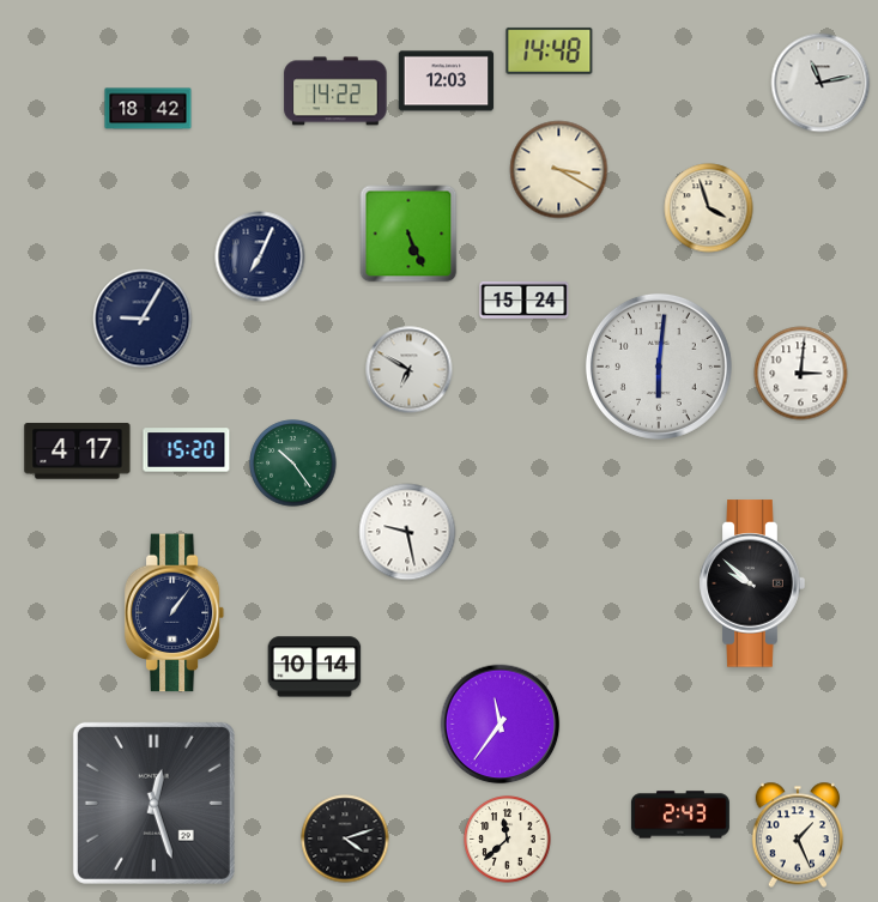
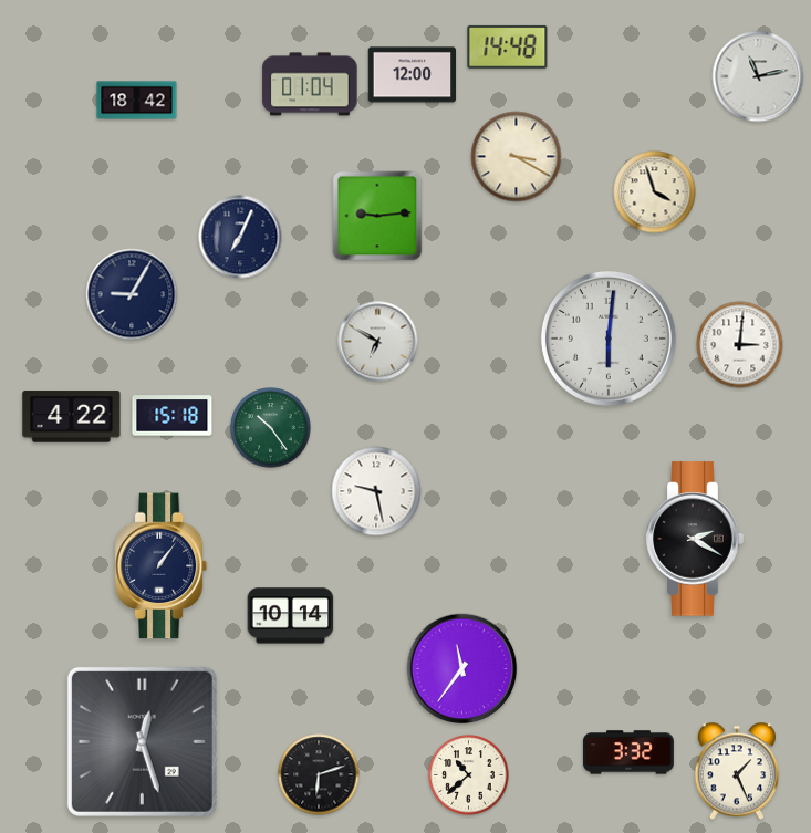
clock at (447, 81): 12:03 -> 12:00
clock at (335, 91): 14:22 -> 01:04
clock at (408, 234): 5:26 -> 9:14
clock at (525, 299): 15:24 -> none
clock at (187, 450): 15:20 -> 15:18
clock at (78, 452): 4:17 -> 4:22
clock at (752, 583): 9:52 -> 2:20
clock at (680, 815): 2:43 -> 3:32
clock at (345, 839): 4:12 -> 6:12
clock at (508, 840): 11:38 -> 10:38
